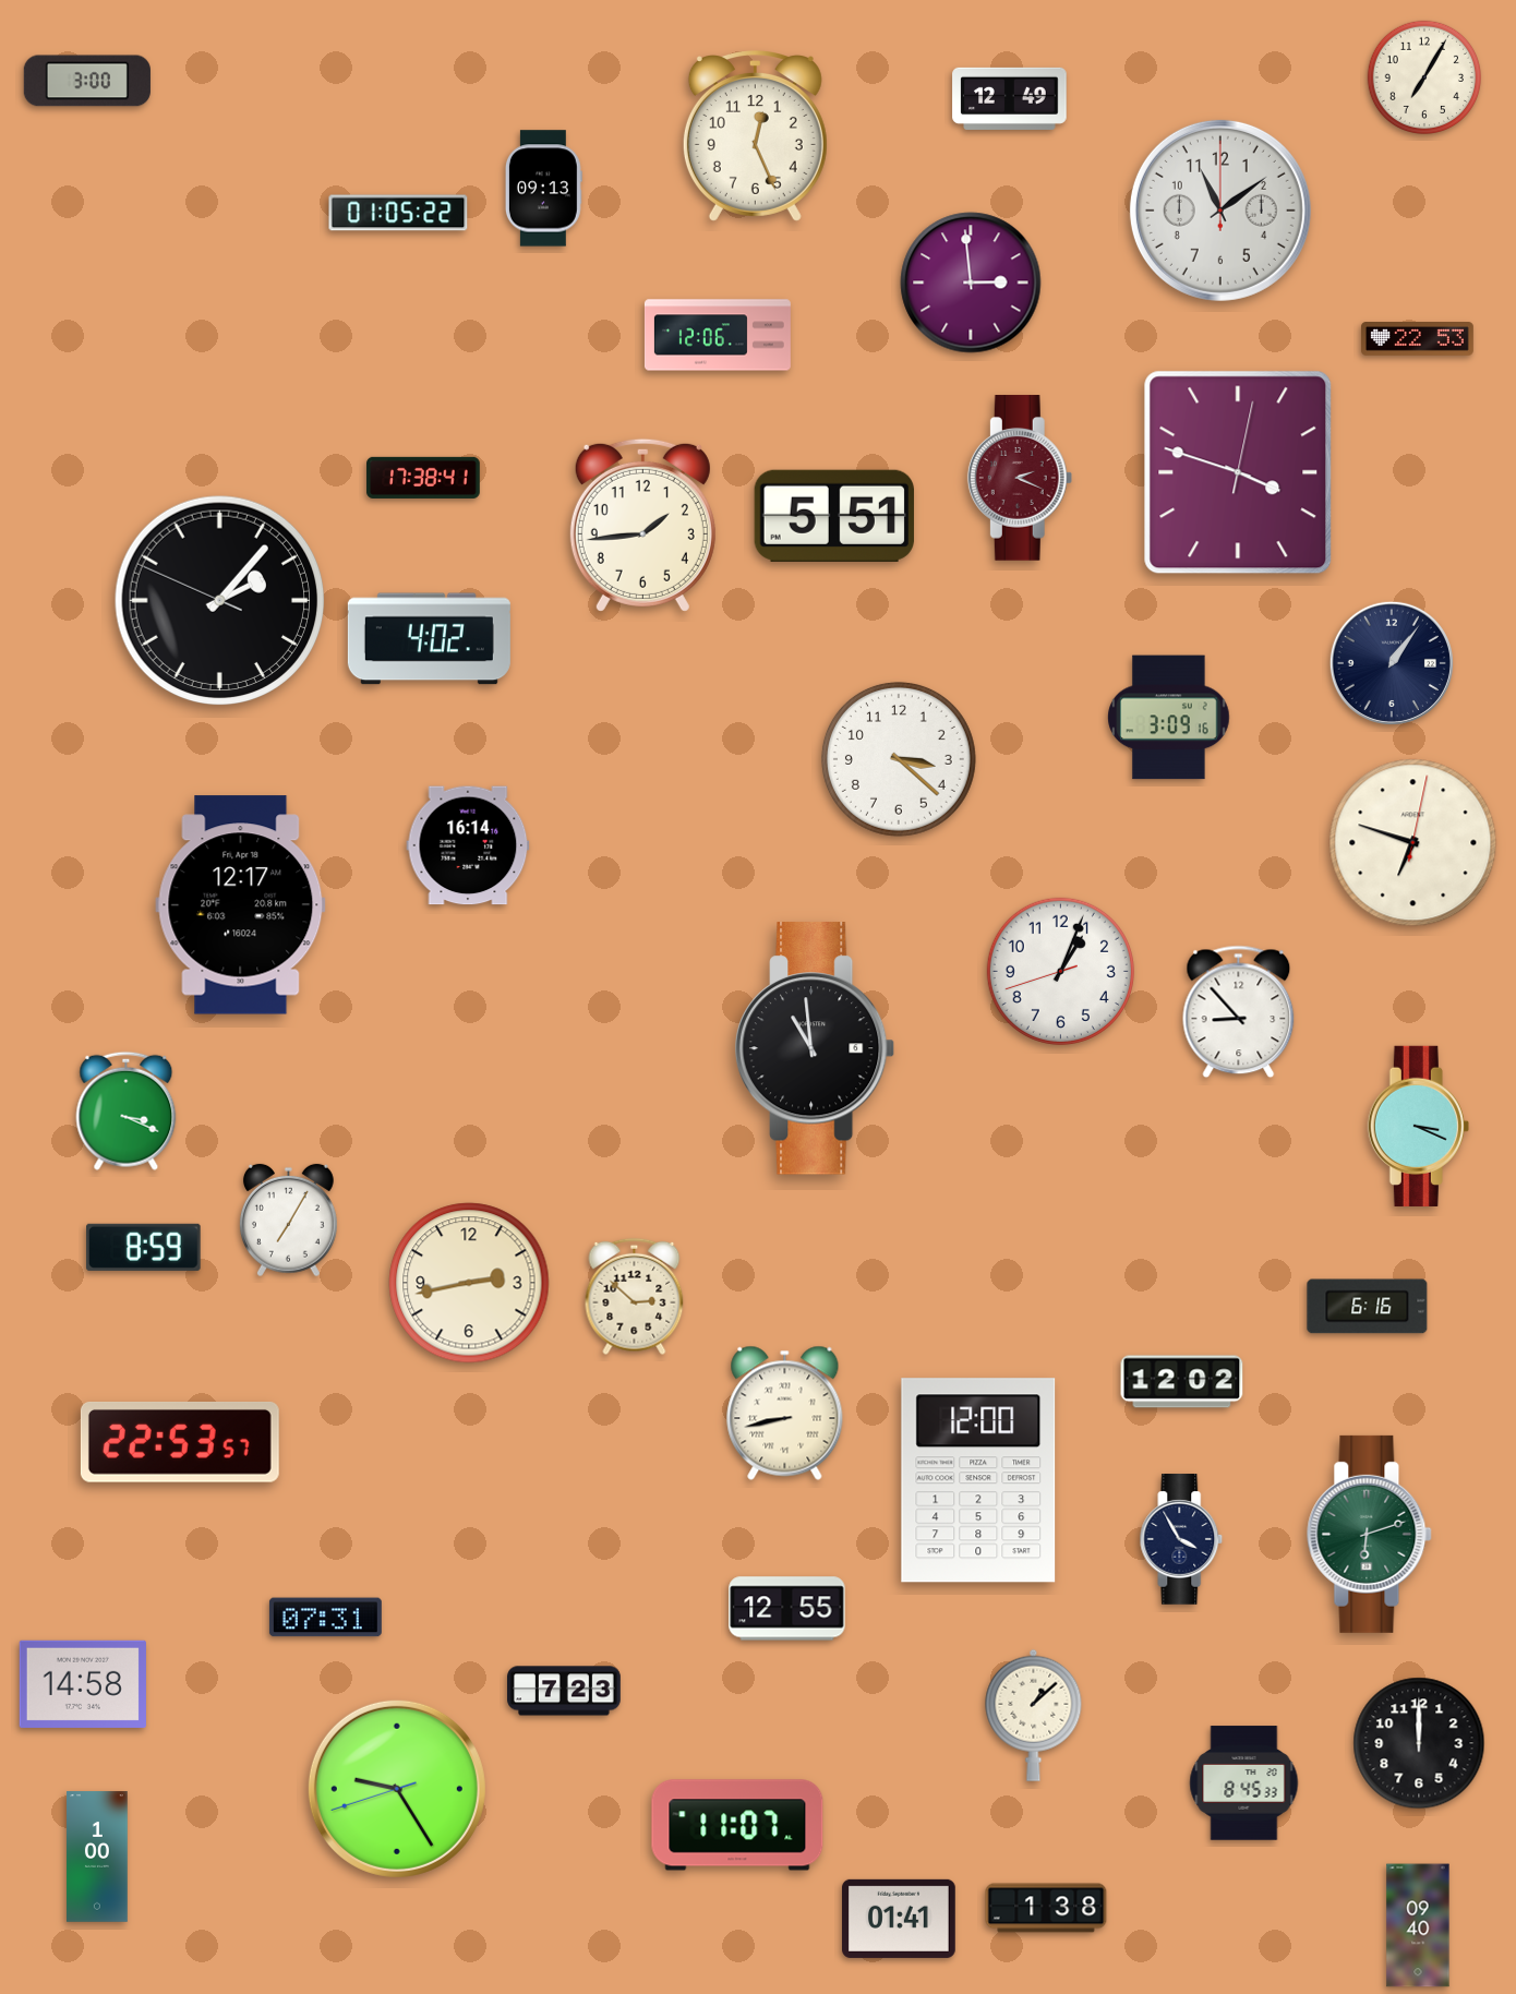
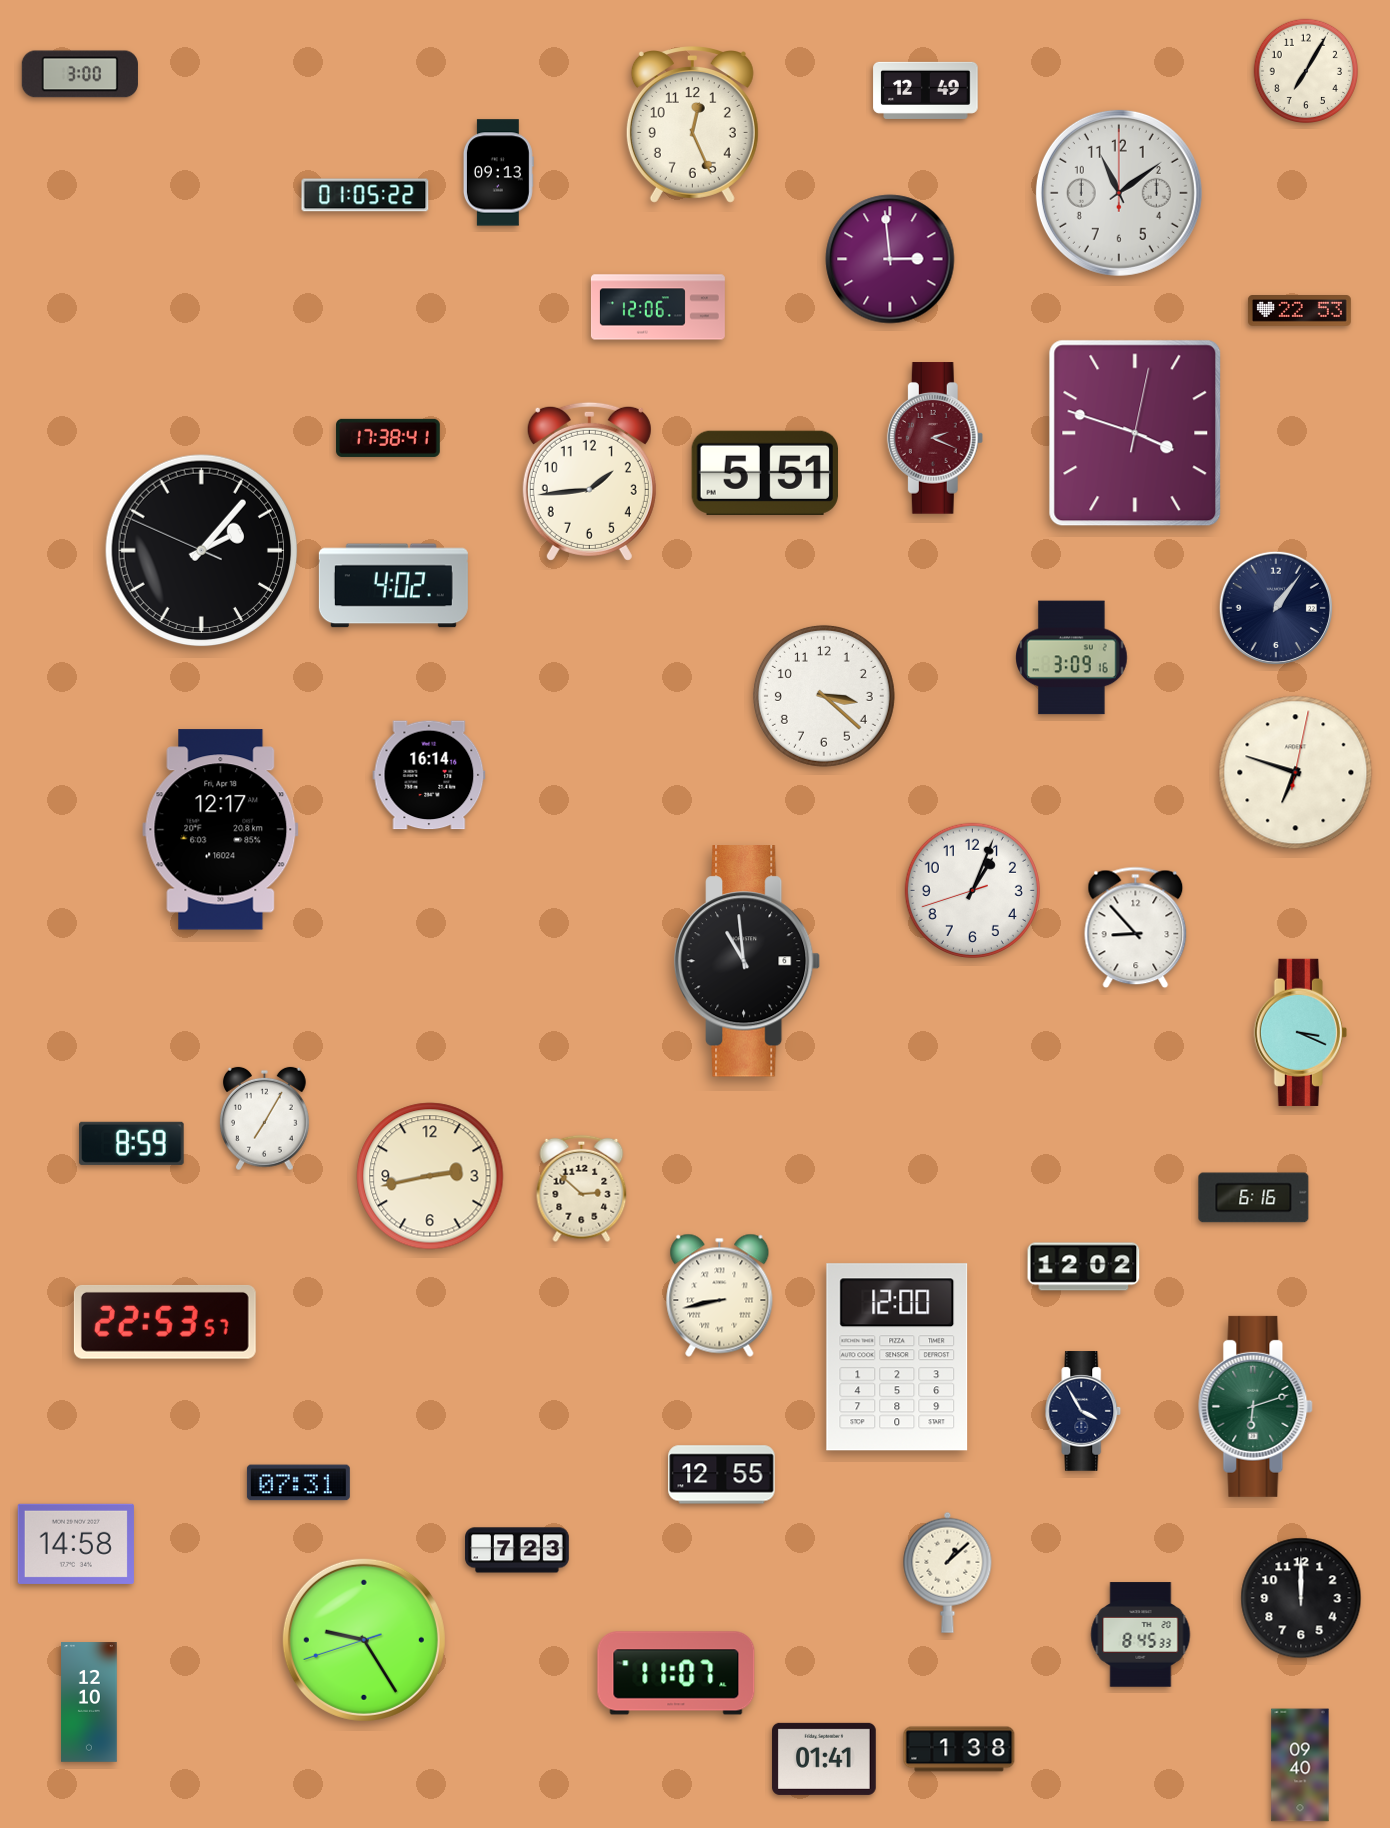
clock at (127, 1110): 3:19 -> none
clock at (97, 1857): 1:00 -> 12:10
